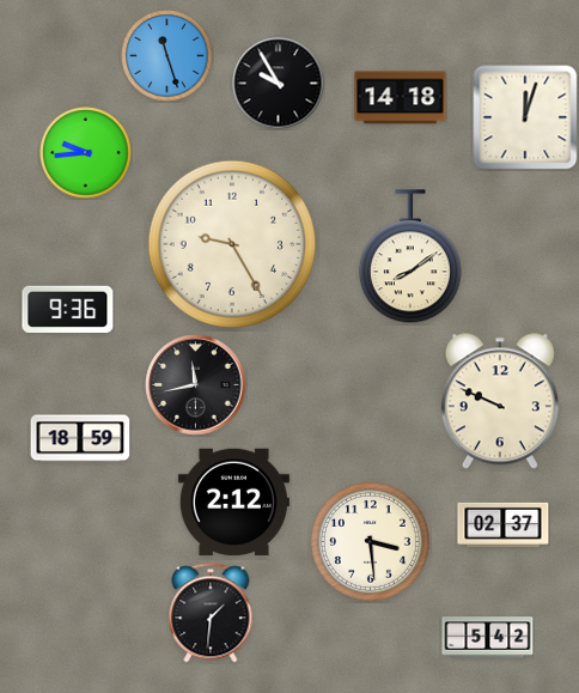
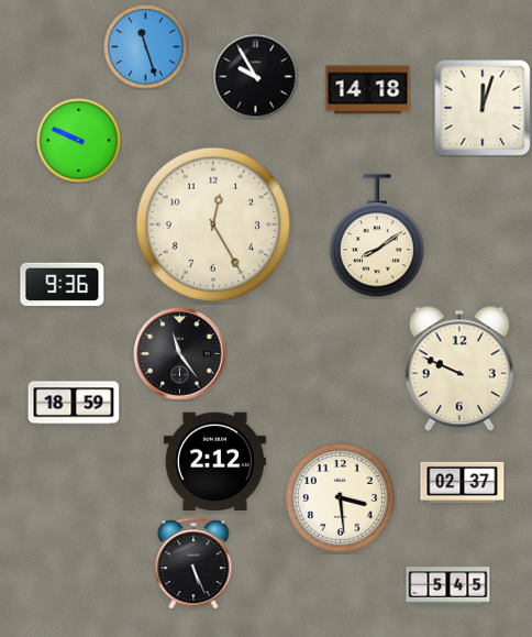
clock at (167, 56) position: (167, 56) -> (146, 47)
clock at (86, 153): 9:44 -> 9:49
clock at (232, 244): 9:25 -> 12:25
clock at (196, 385): 11:43 -> 11:24
clock at (211, 613): 1:31 -> 5:26
clock at (488, 638): 5:42 -> 5:45
